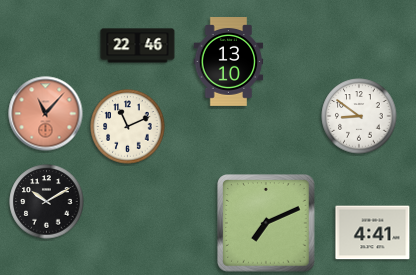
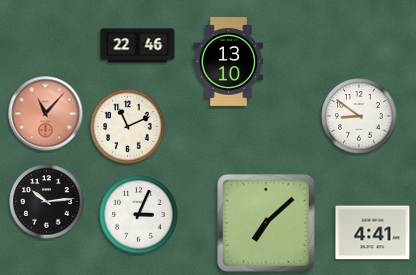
clock at (47, 202): 10:10 -> 10:14
clock at (139, 215): none -> 3:04
clock at (266, 223): 7:11 -> 7:08
